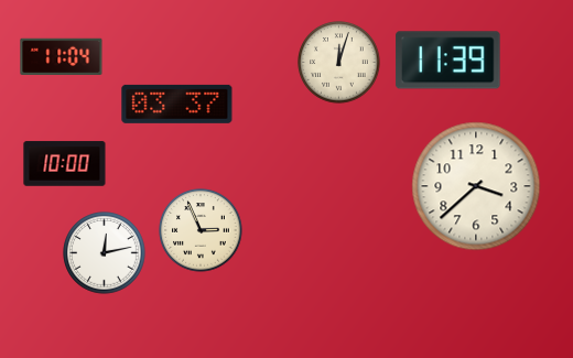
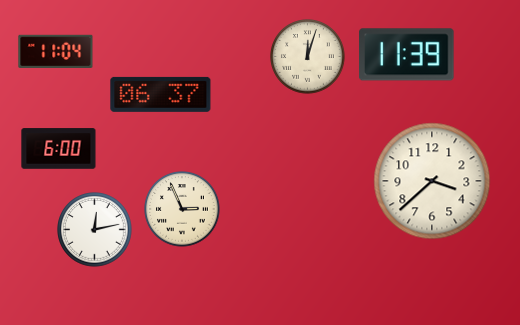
clock at (177, 104): 03:37 -> 06:37
clock at (65, 164): 10:00 -> 6:00
clock at (476, 186) position: (476, 186) -> (432, 181)
